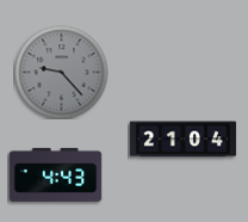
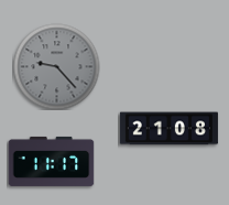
clock at (182, 140): 21:04 -> 21:08
clock at (55, 174): 4:43 -> 11:17
